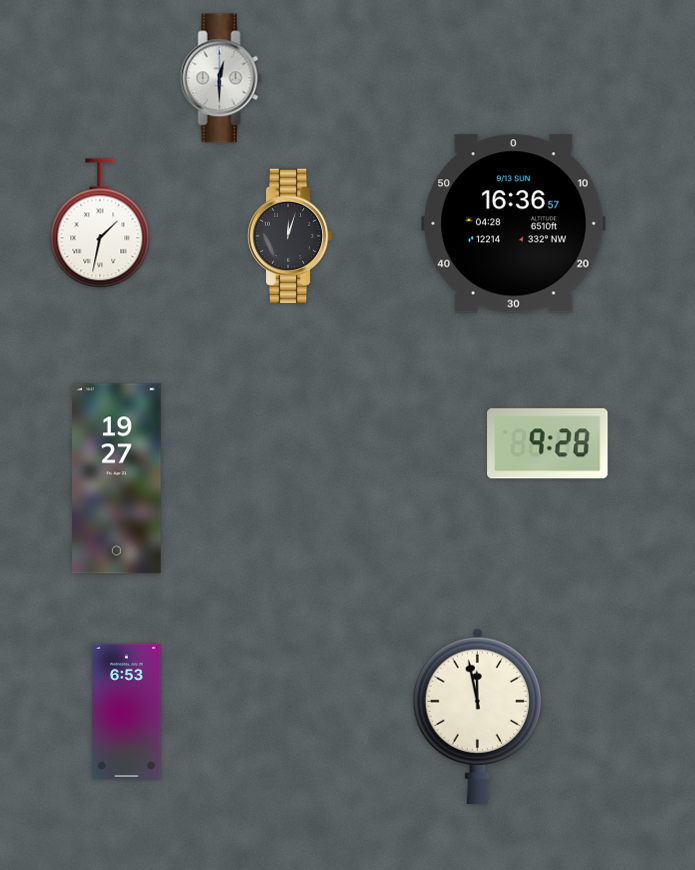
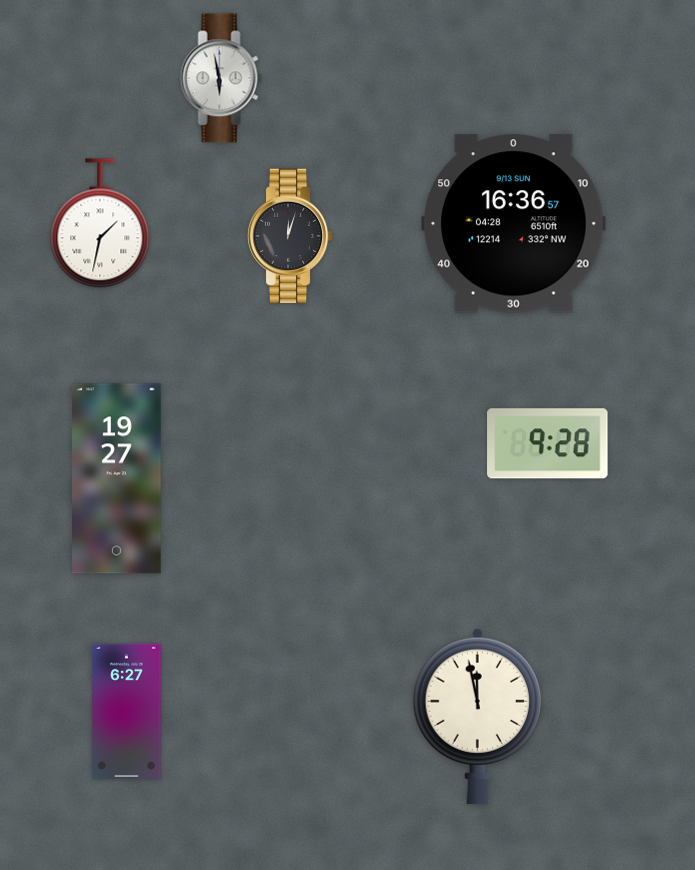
clock at (221, 78): 12:30 -> 5:58
clock at (127, 711): 6:53 -> 6:27
